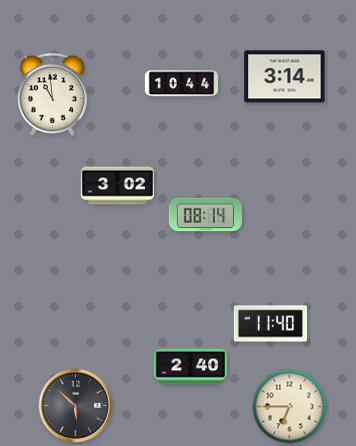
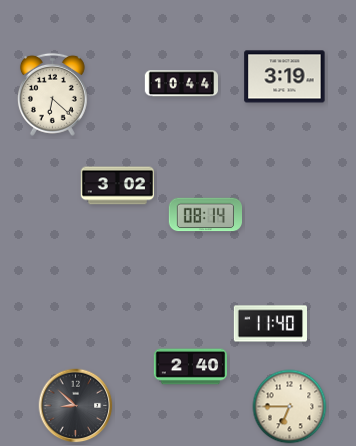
clock at (285, 77): 3:14 -> 3:19
clock at (52, 94): 10:59 -> 6:22
clock at (76, 406): 5:52 -> 8:52
